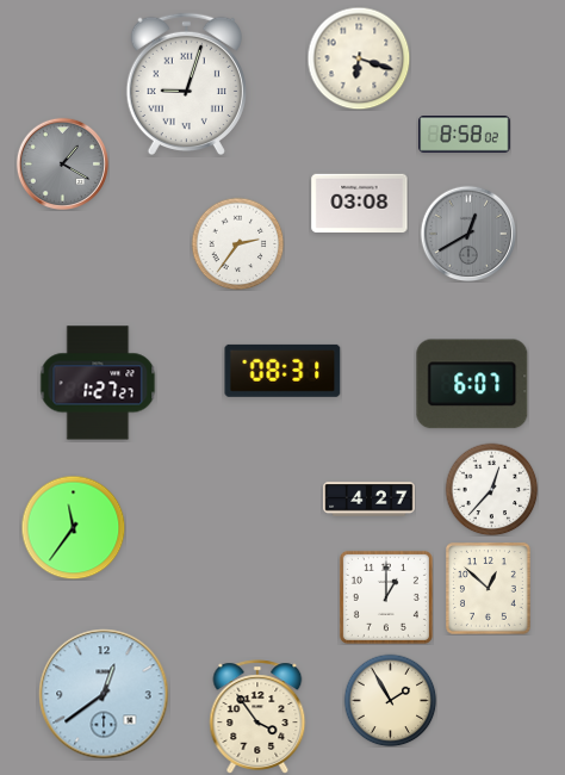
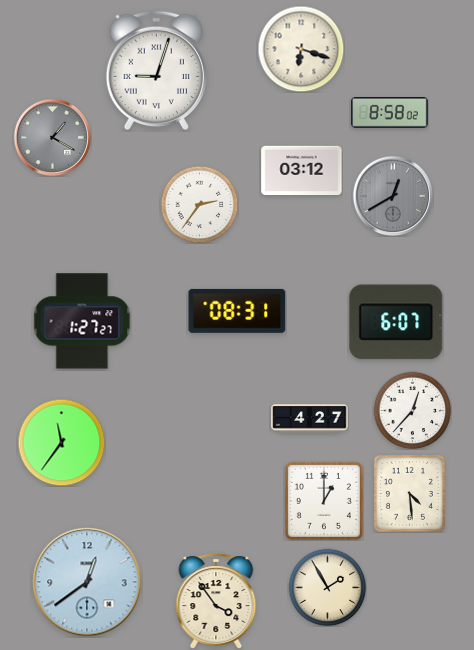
clock at (360, 203): 03:08 -> 03:12
clock at (489, 589): 12:52 -> 4:29
